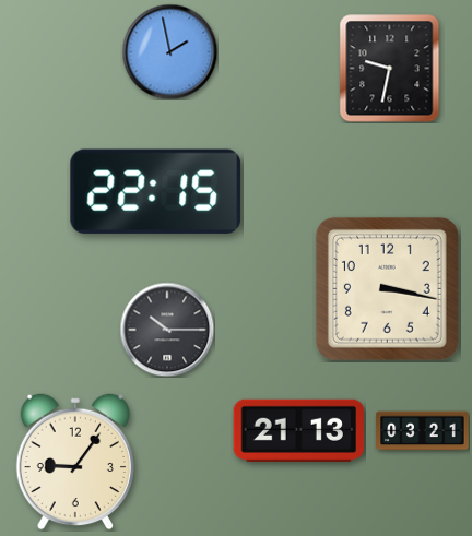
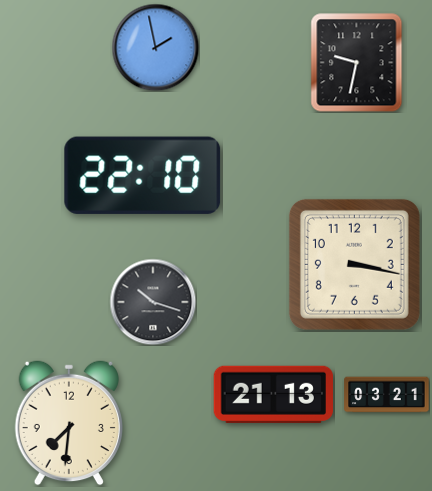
clock at (156, 191): 22:15 -> 22:10
clock at (167, 330): 10:15 -> 10:18
clock at (74, 462): 9:06 -> 7:31
